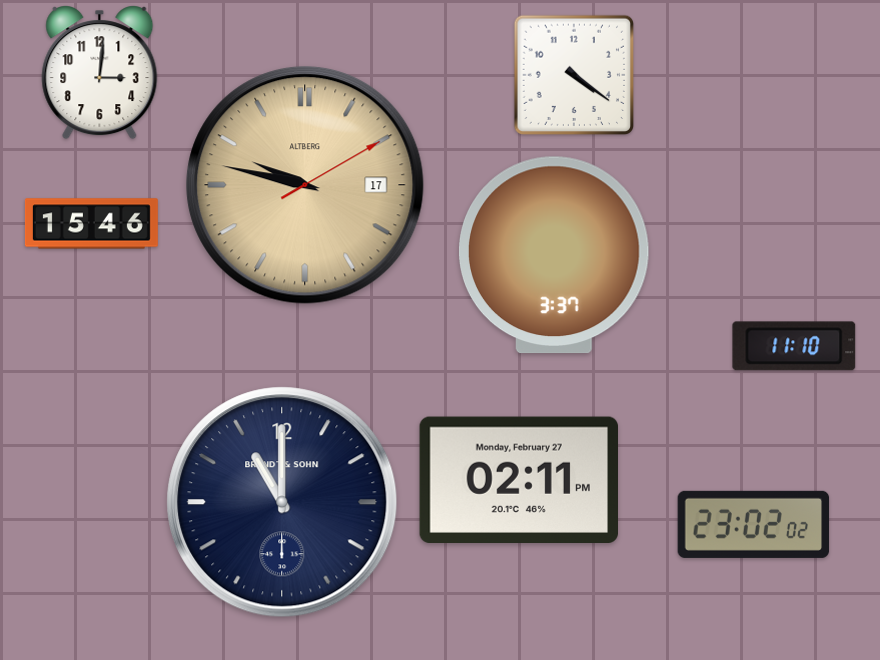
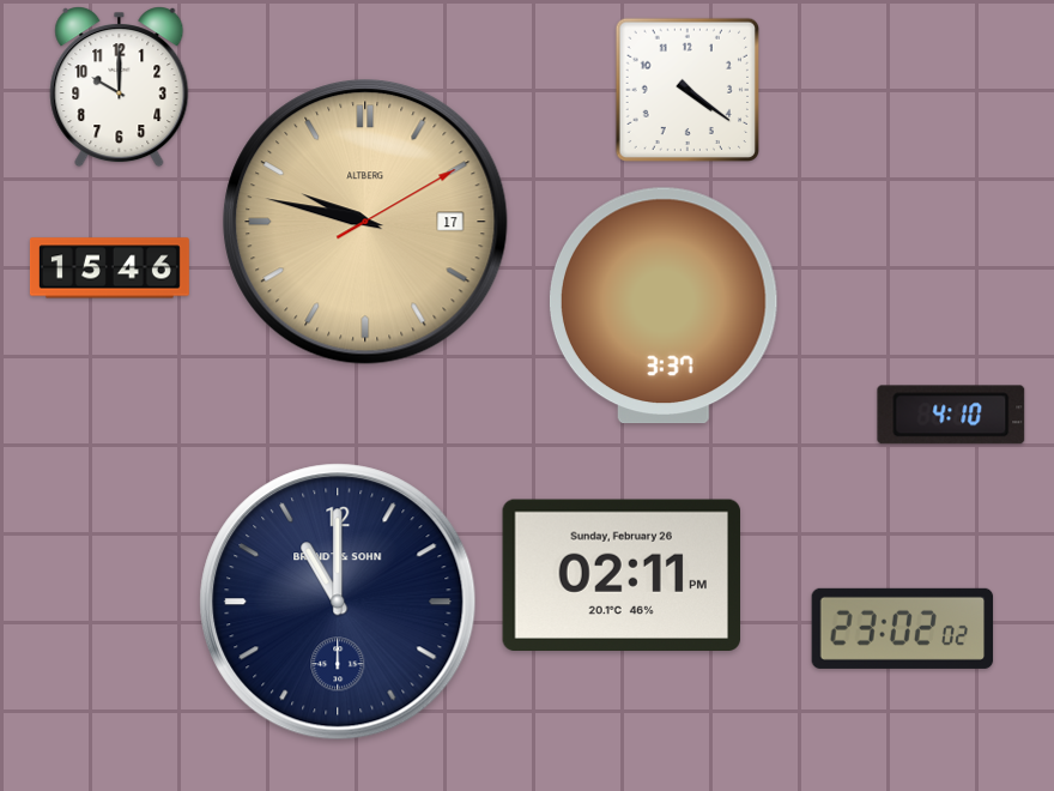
clock at (100, 73): 3:01 -> 10:00
clock at (794, 346): 11:10 -> 4:10
clock at (519, 479) date: Monday, February 27 -> Sunday, February 26
